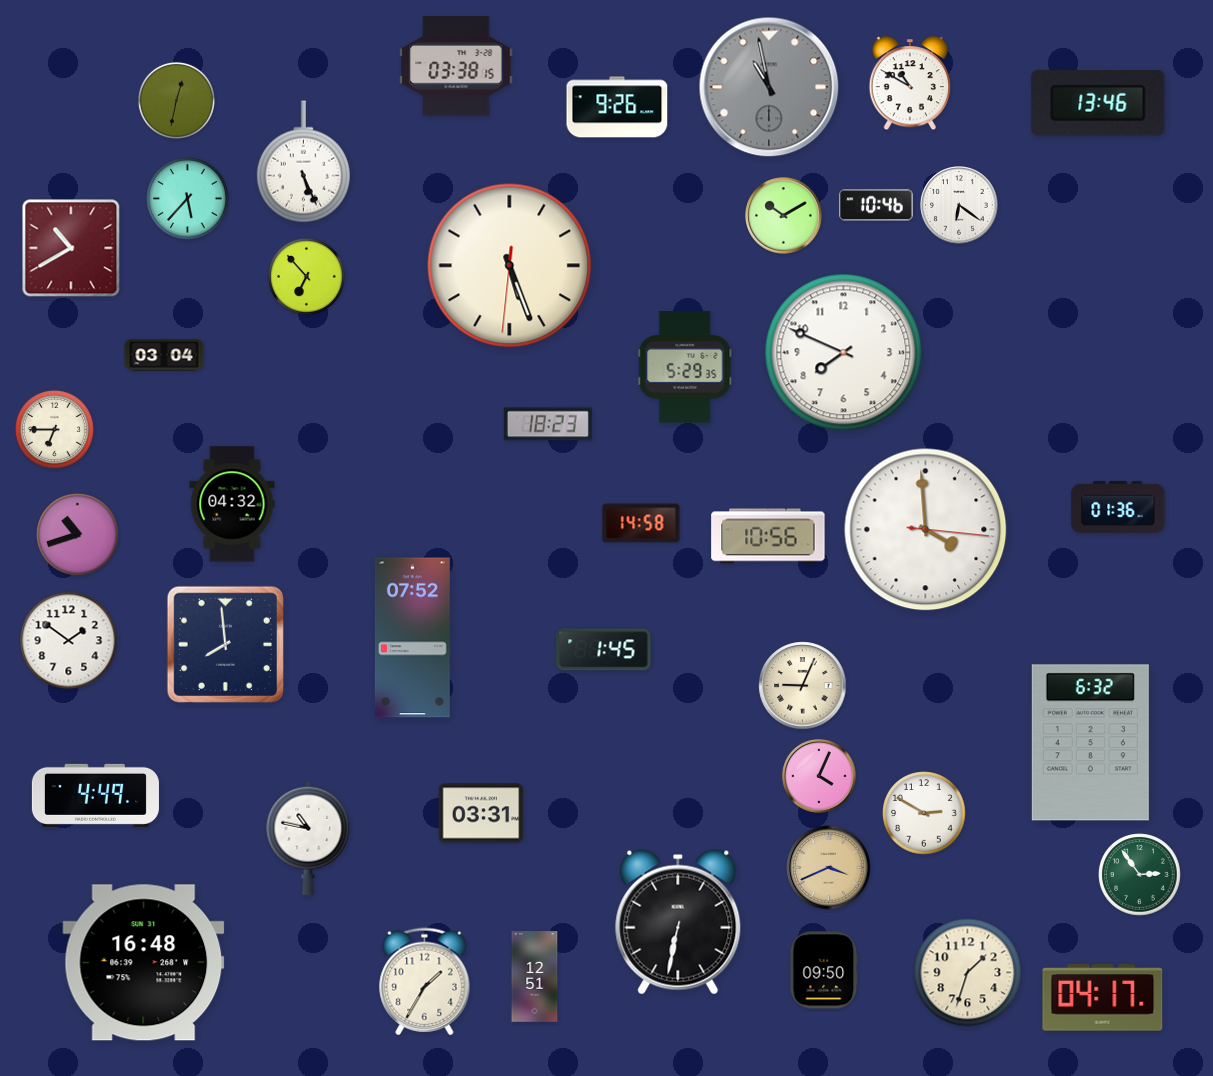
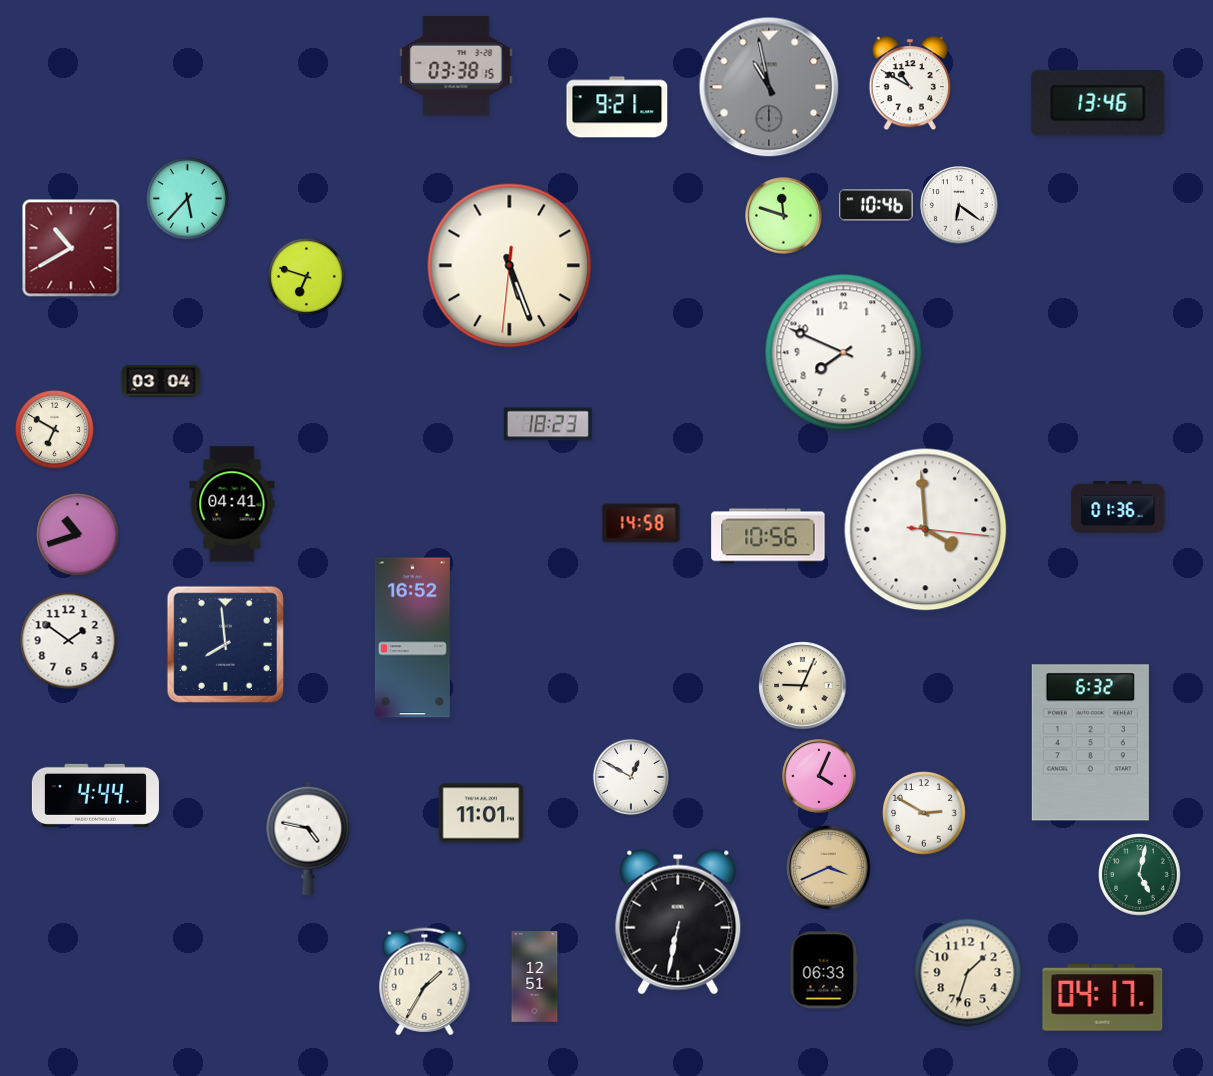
clock at (176, 100): 12:32 -> none
clock at (617, 107): 9:26 -> 9:21
clock at (303, 162): 5:26 -> none
clock at (784, 216): 10:10 -> 11:48
clock at (306, 276): 6:53 -> 6:48
clock at (164, 355) position: (164, 355) -> (161, 381)
clock at (685, 367): 5:29 -> none
clock at (54, 429): 6:45 -> 6:50
clock at (232, 504): 04:32 -> 04:41
clock at (412, 638): 07:52 -> 16:52
clock at (604, 650): 1:45 -> none
clock at (631, 777): none -> 12:50
clock at (95, 795): 4:49 -> 4:44
clock at (481, 813): 03:31 -> 11:01
clock at (308, 838): 10:47 -> 4:47
clock at (1140, 875): 2:54 -> 5:02
clock at (144, 963): 16:48 -> none
clock at (824, 970): 09:50 -> 06:33
